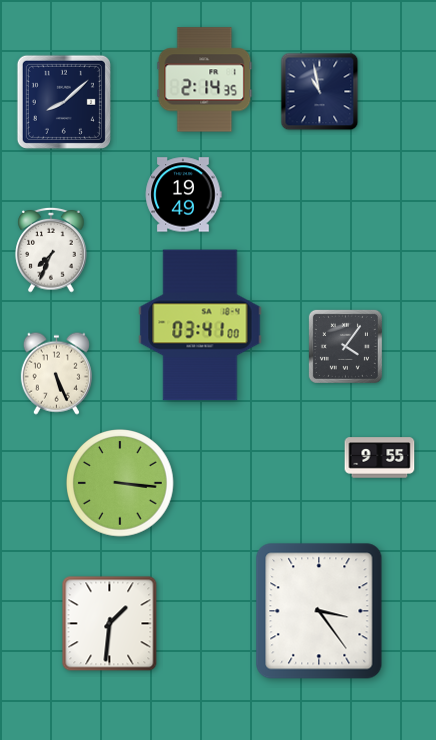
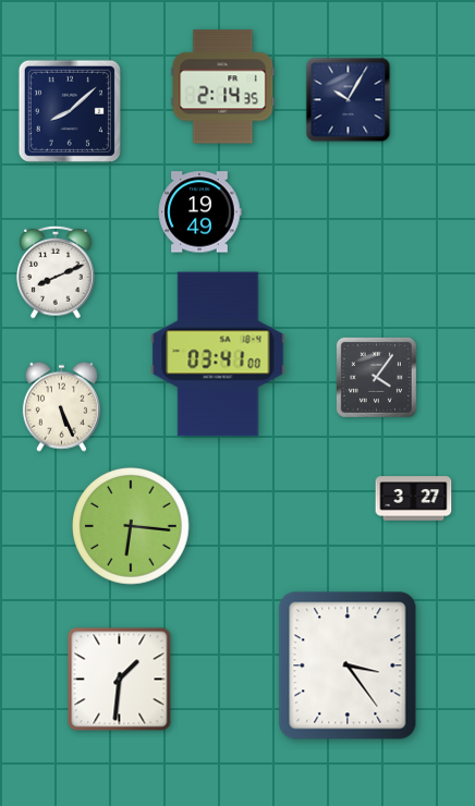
clock at (320, 92): 10:58 -> 10:05
clock at (51, 250): 7:34 -> 8:11
clock at (380, 458): 9:55 -> 3:27
clock at (120, 483): 3:16 -> 6:16
